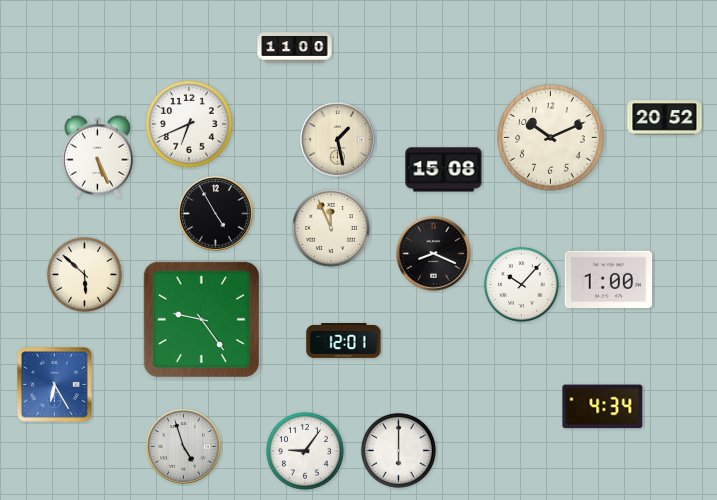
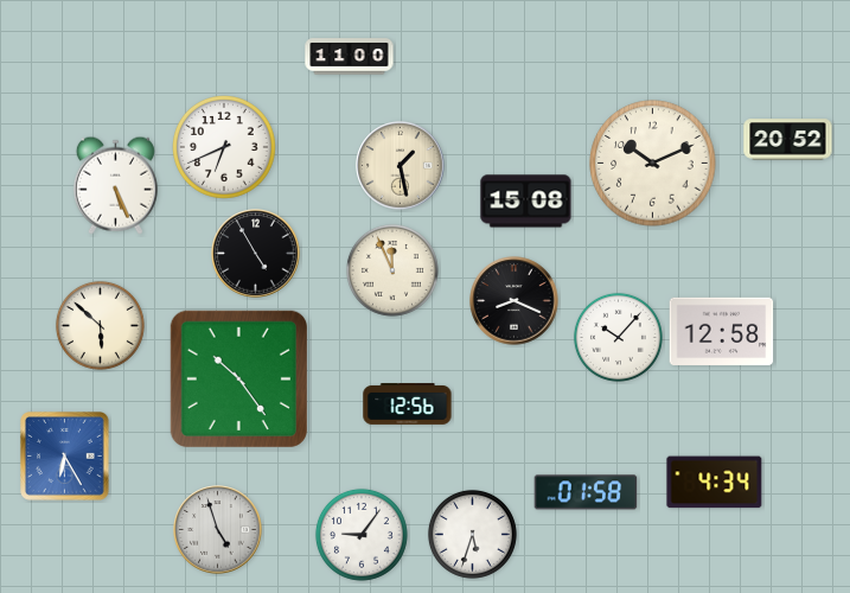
clock at (609, 279): 1:00 -> 12:58
clock at (201, 319): 9:24 -> 10:24
clock at (344, 341): 12:01 -> 12:56
clock at (586, 492): none -> 01:58
clock at (398, 450): 6:00 -> 5:33
